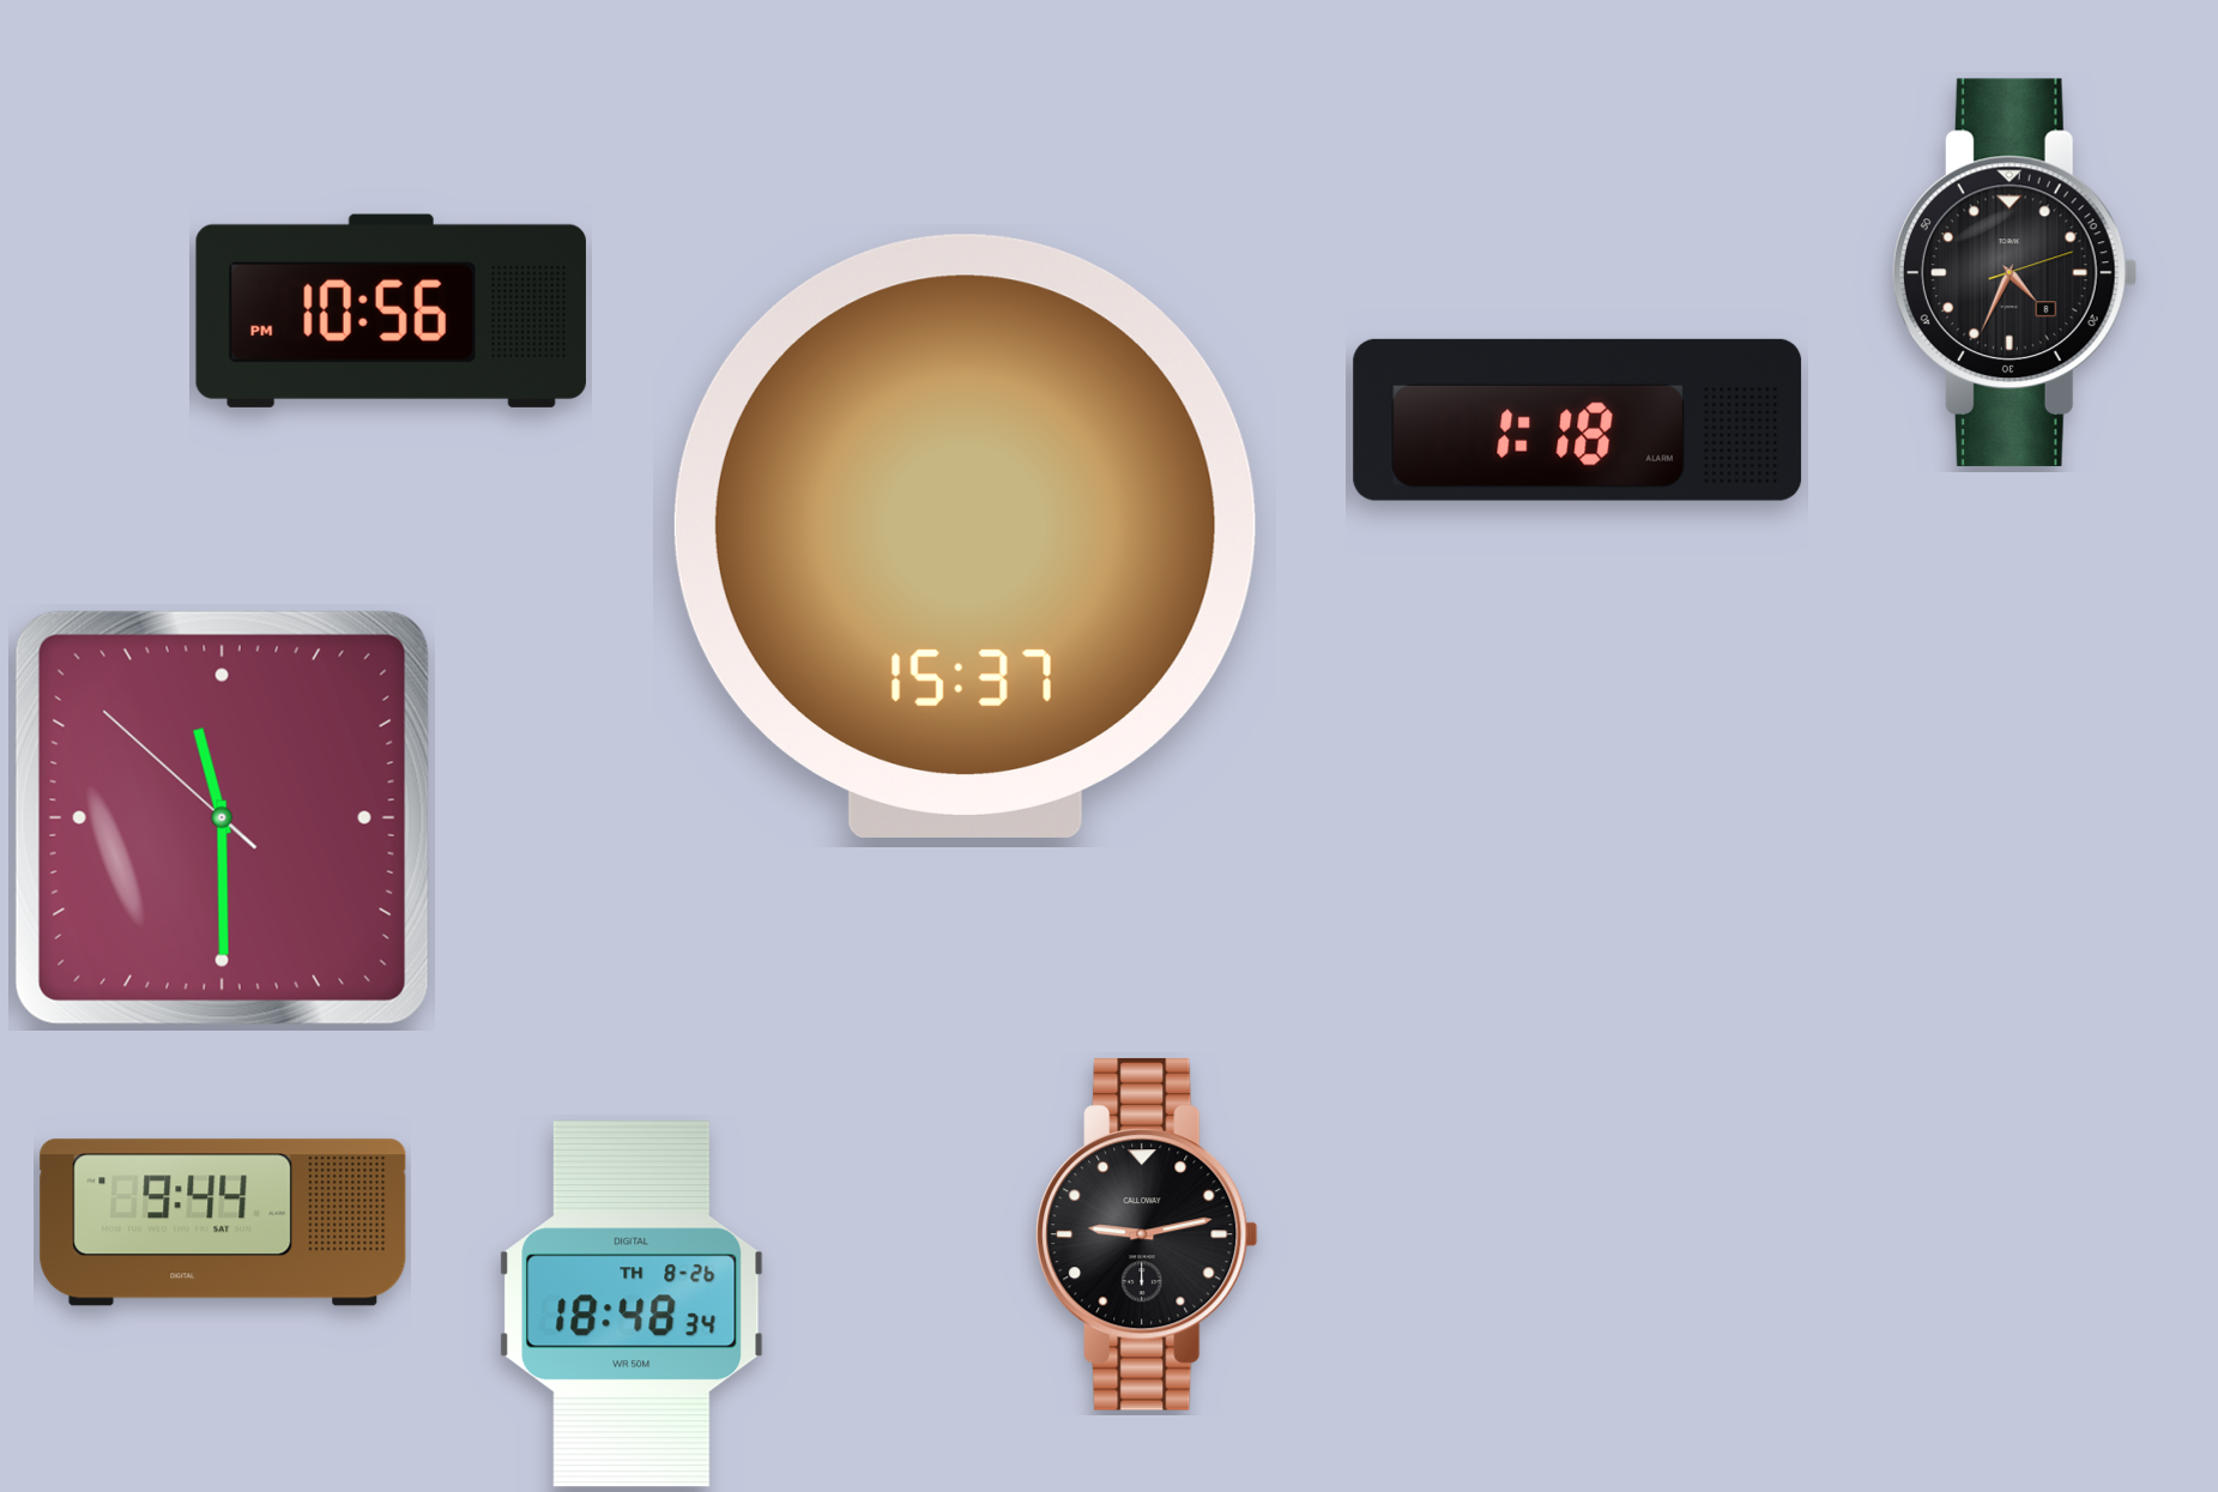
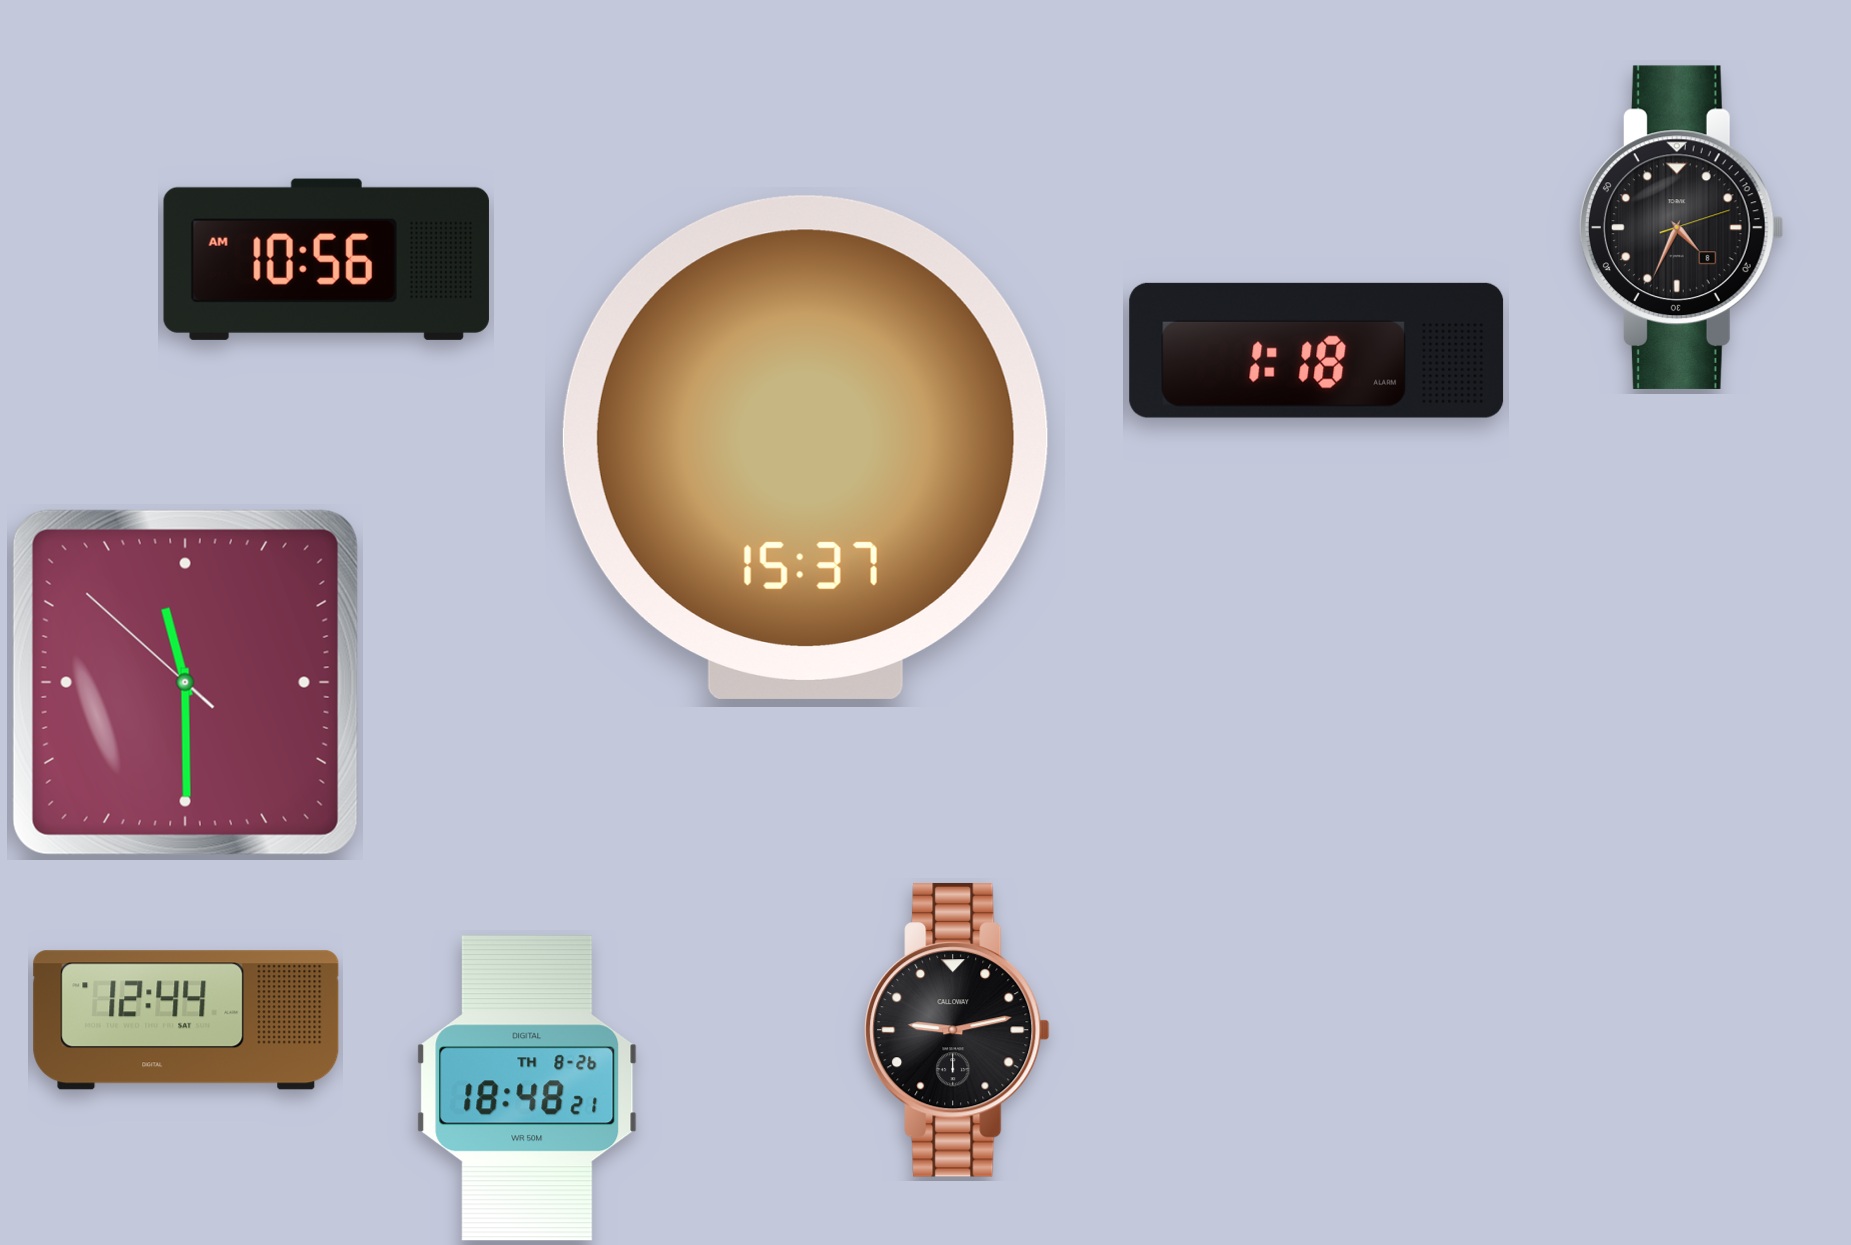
clock at (391, 310): 10:56 PM -> 10:56 AM
clock at (223, 1222): 9:44 -> 12:44
clock at (631, 1304): 18:48:34 -> 18:48:21
